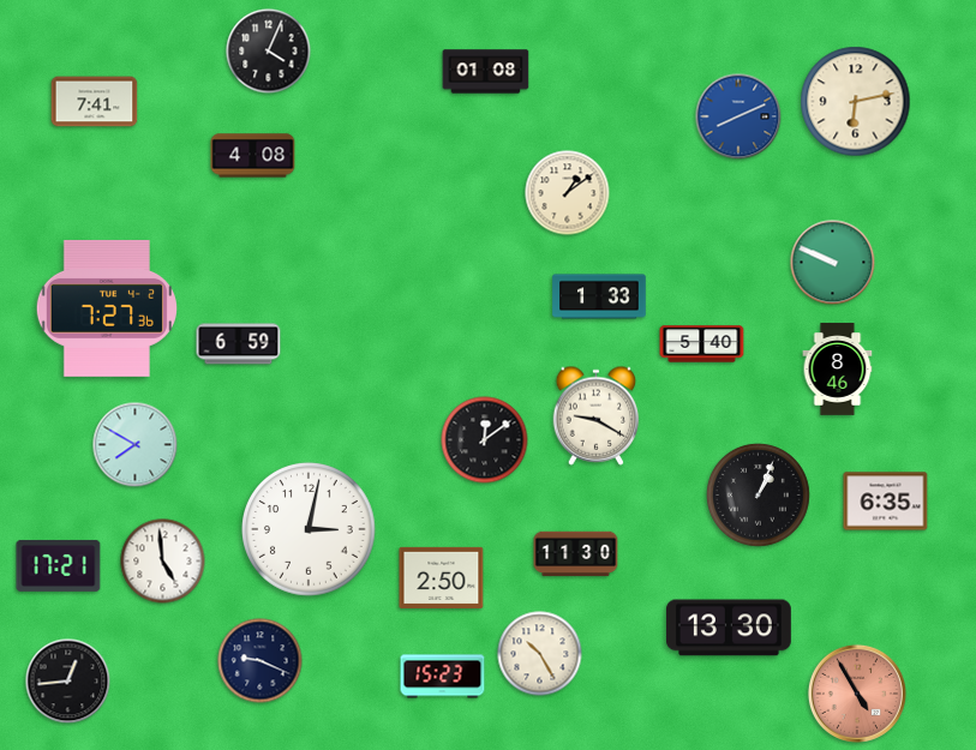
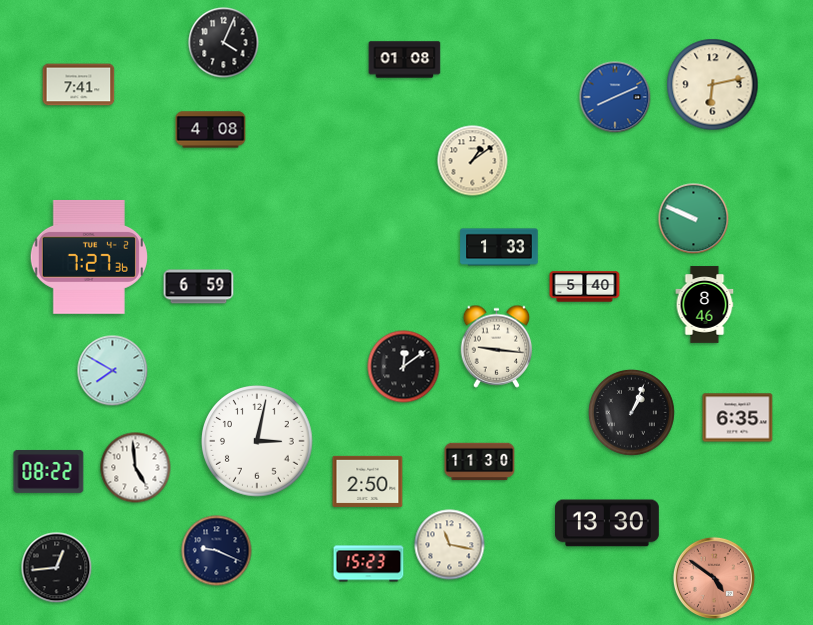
clock at (838, 370) position: (838, 370) -> (705, 305)
clock at (597, 415): 9:20 -> 9:16
clock at (59, 565): 17:21 -> 08:22
clock at (540, 654): 10:25 -> 11:17
clock at (857, 694): 4:55 -> 4:51
